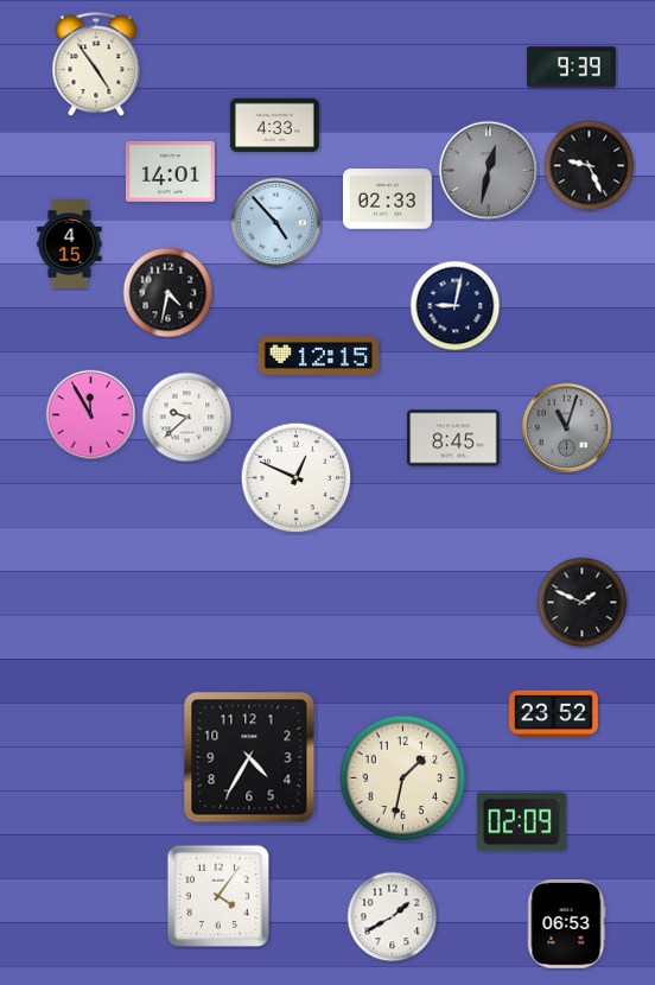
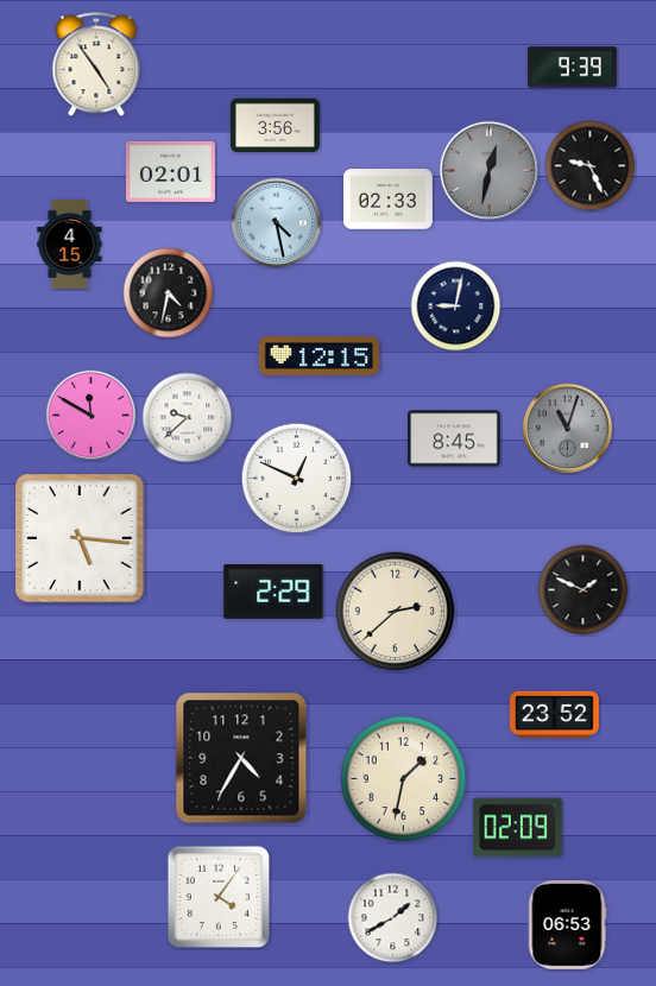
clock at (274, 126): 4:33 -> 3:56
clock at (170, 171): 14:01 -> 02:01
clock at (276, 223): 4:53 -> 4:28
clock at (91, 415): 11:55 -> 11:50
clock at (80, 538): none -> 5:16
clock at (273, 593): none -> 2:29
clock at (583, 603) position: (583, 603) -> (584, 590)
clock at (396, 612): none -> 2:38
clock at (249, 757) position: (249, 757) -> (241, 758)
clock at (521, 822) position: (521, 822) -> (517, 828)
